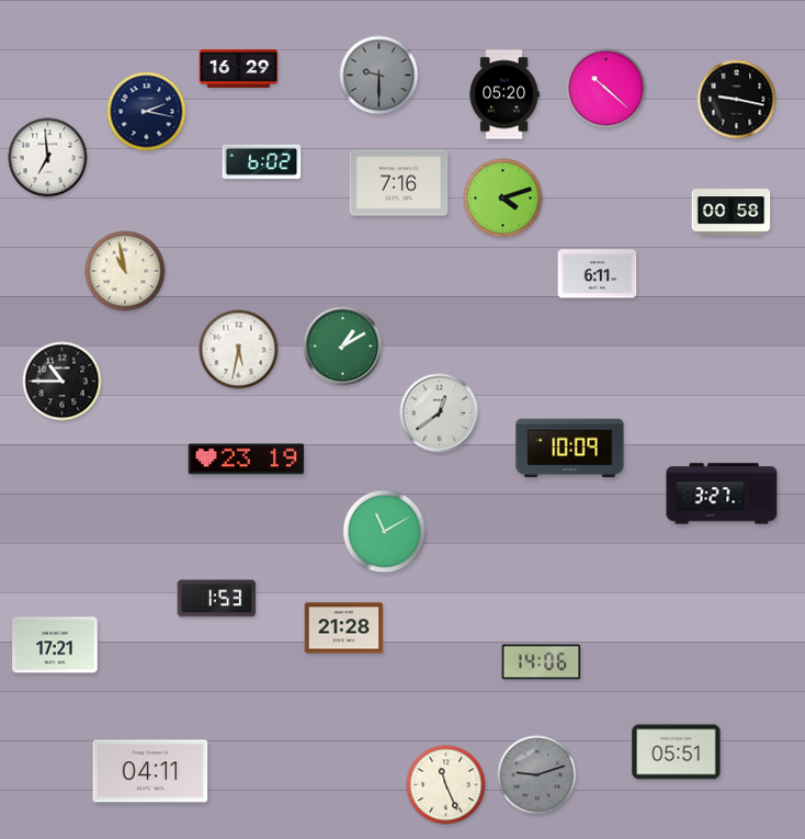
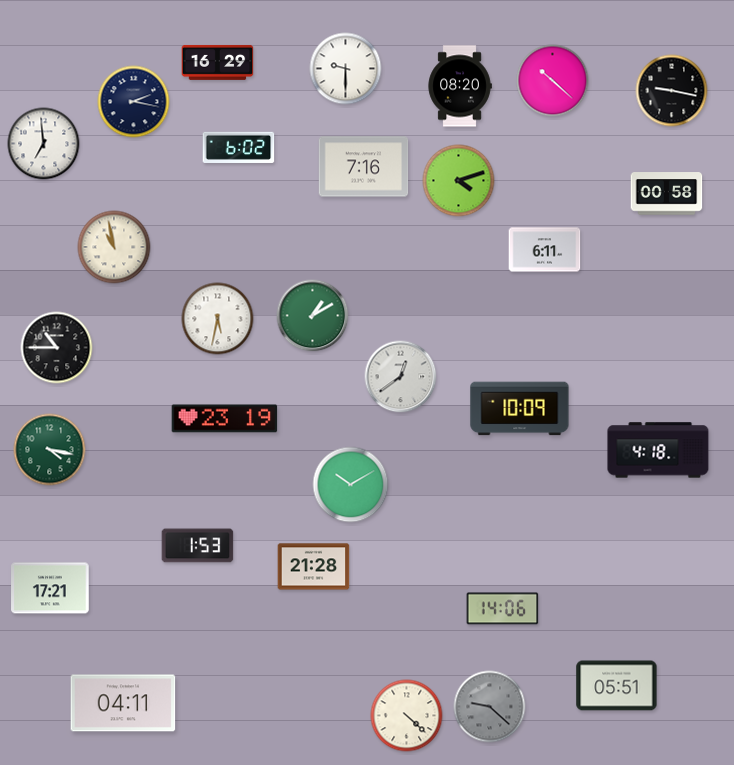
clock at (379, 76) dial: grey -> white
clock at (504, 94): 05:20 -> 08:20
clock at (50, 450): none -> 4:17
clock at (722, 494): 3:27 -> 4:18
clock at (385, 532): 11:10 -> 10:10
clock at (344, 628) position: (344, 628) -> (314, 567)
clock at (542, 662) position: (542, 662) -> (503, 609)
clock at (150, 771) position: (150, 771) -> (123, 703)
clock at (537, 775): 9:12 -> 9:22
clock at (446, 785): 11:26 -> 4:22
